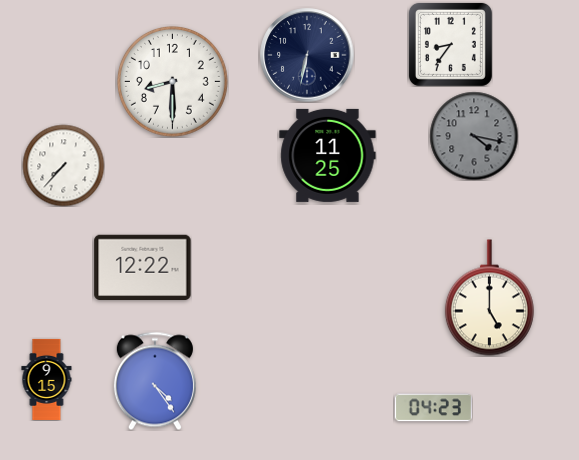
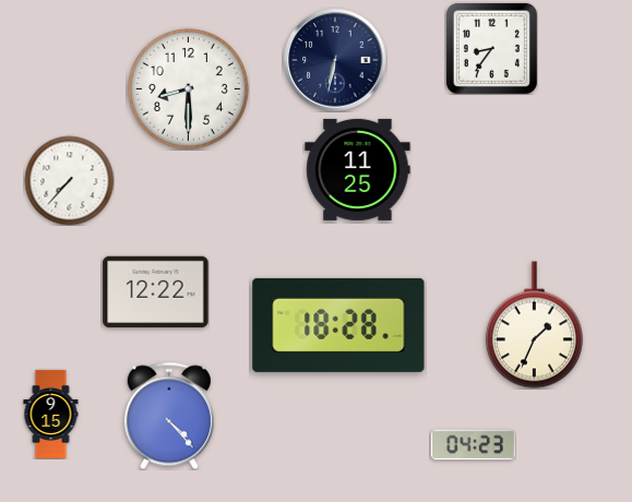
clock at (474, 136): 4:17 -> none
clock at (338, 325): none -> 18:28
clock at (489, 298): 5:00 -> 1:34
clock at (155, 381): 4:24 -> 4:23
